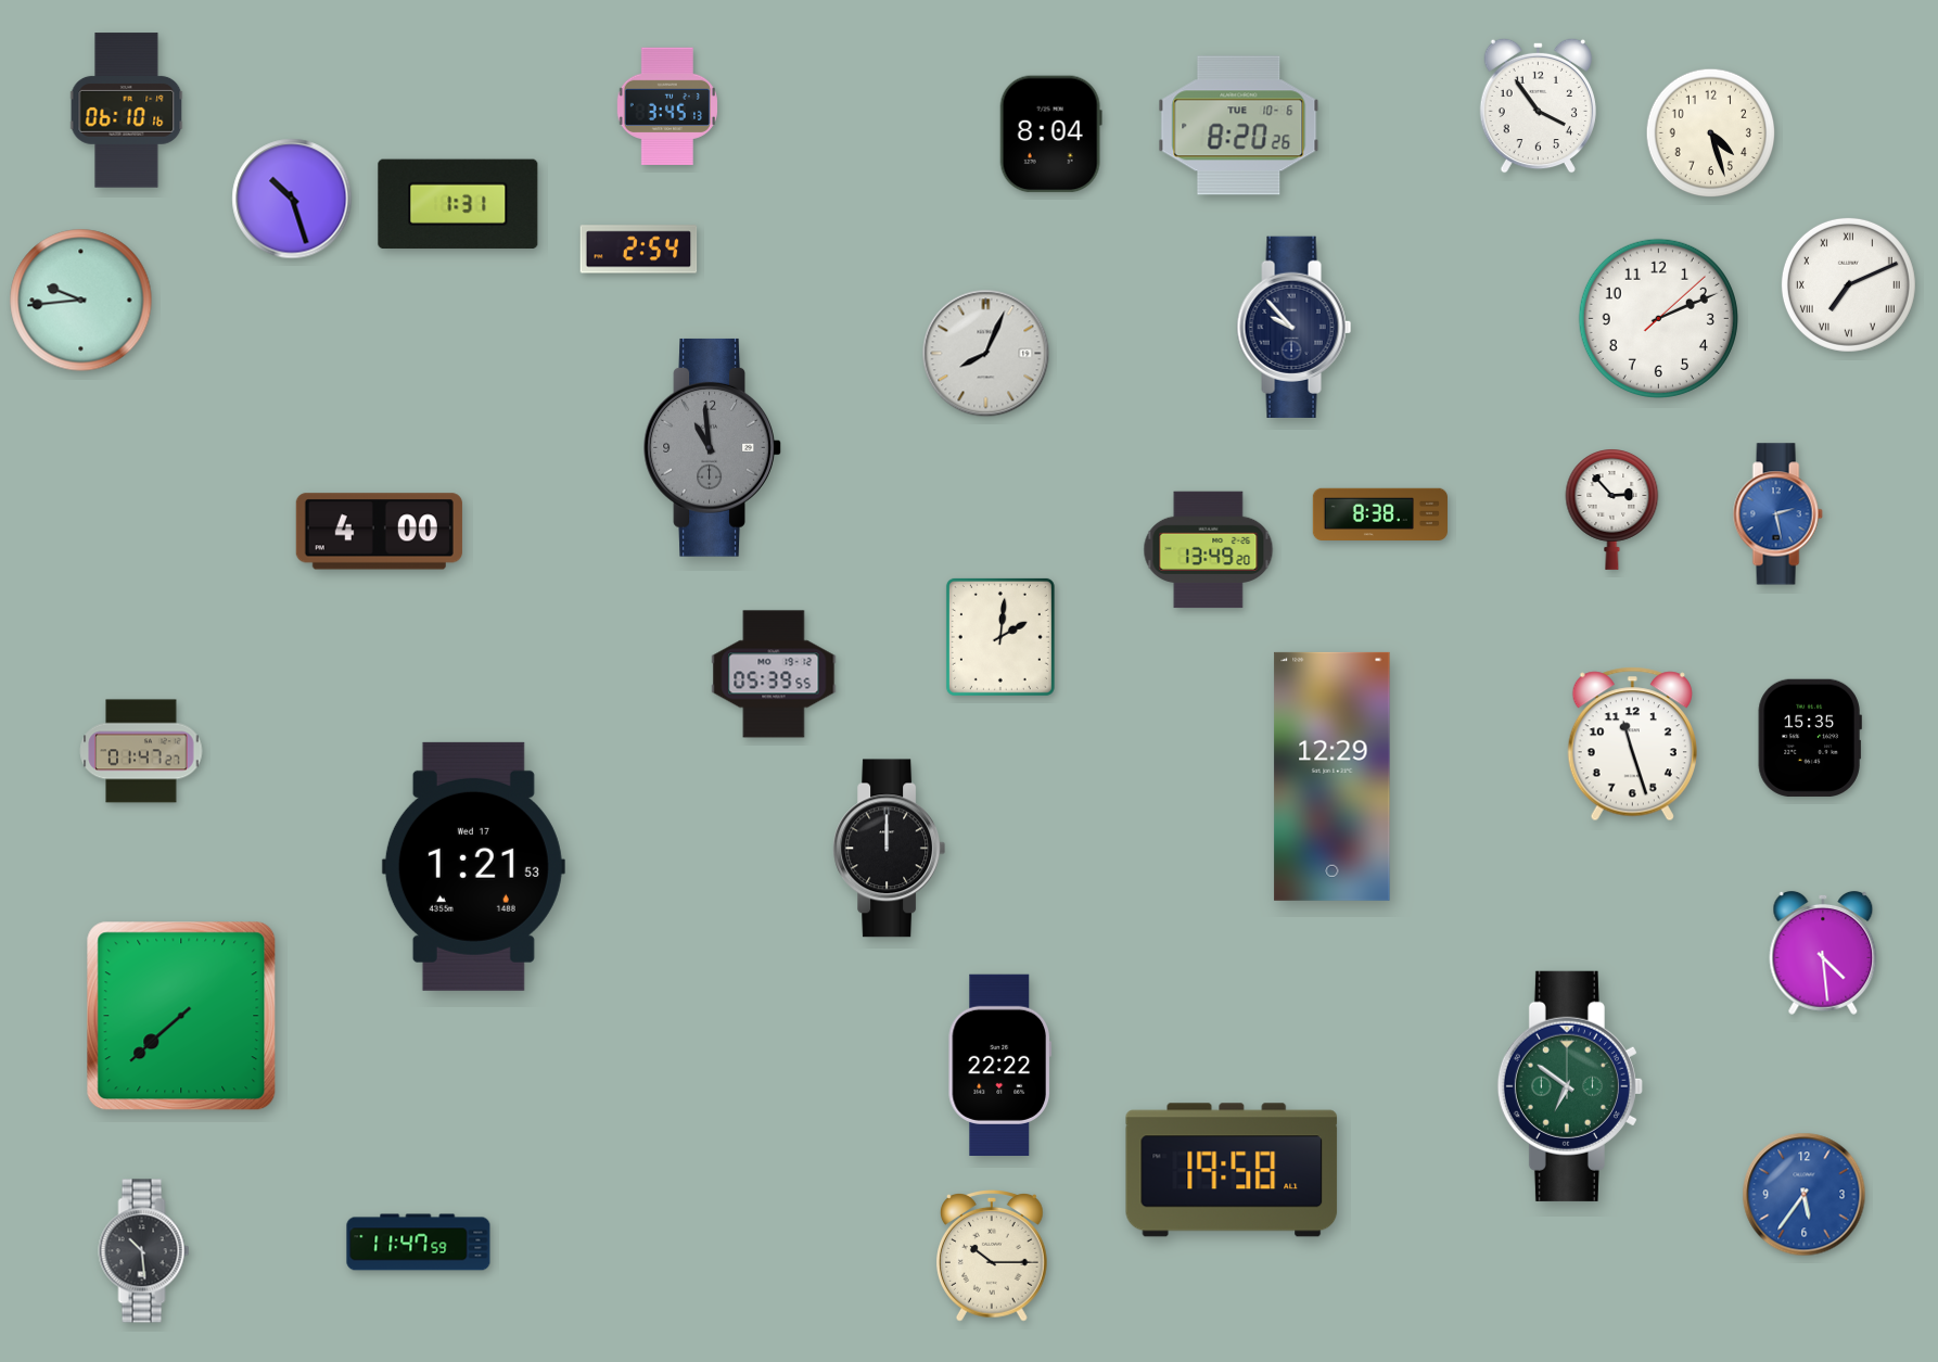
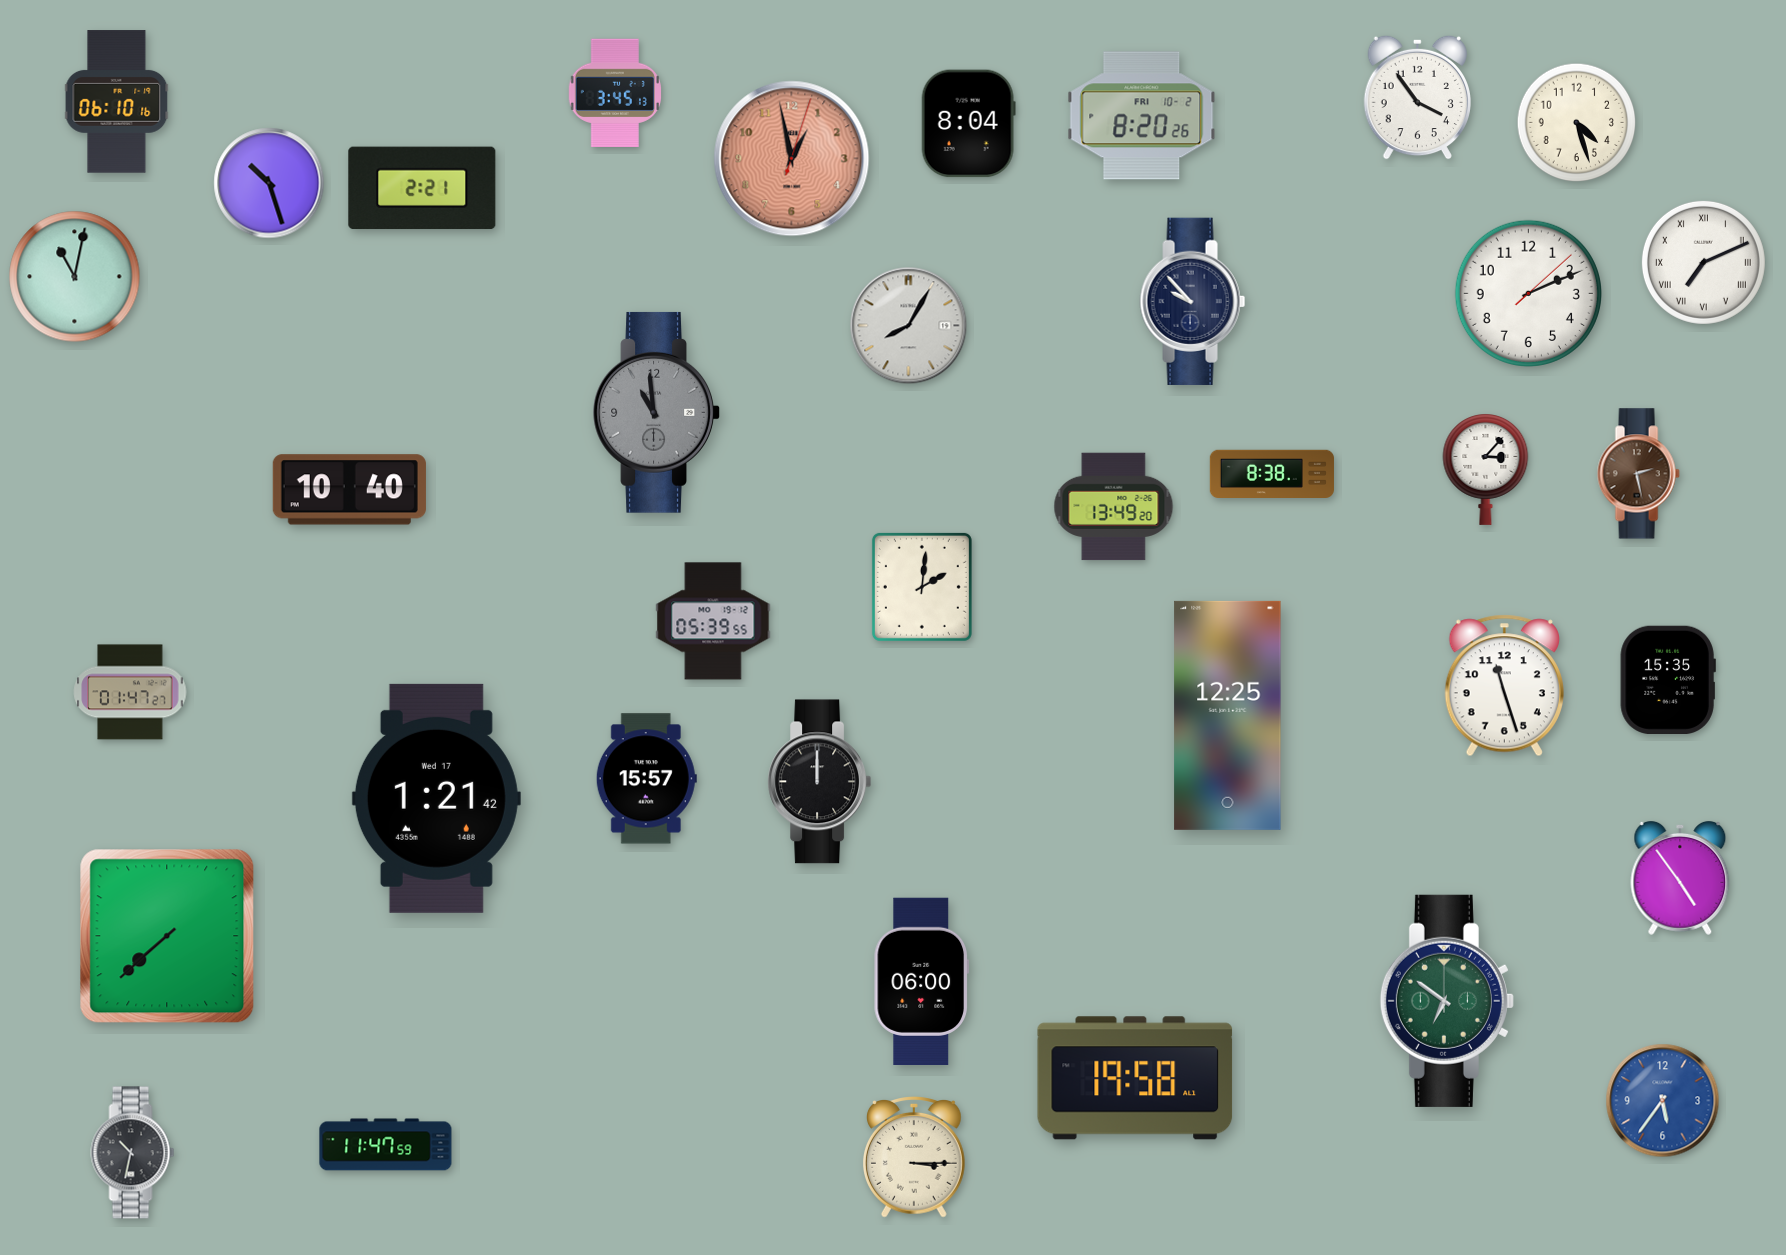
clock at (667, 105) position: (667, 105) -> (615, 92)
clock at (1239, 126) date: TUE 10-6 -> FRI 10-2
clock at (792, 159): none -> 12:58
clock at (458, 204): 1:31 -> 2:21
clock at (639, 250): 2:54 -> none
clock at (81, 301): 9:44 -> 11:02
clock at (986, 354): 8:04 -> 8:05
clock at (1612, 510): 2:53 -> 3:07
clock at (1777, 514) dial: blue -> brown
clock at (379, 532): 4:00 -> 10:40
clock at (1333, 776): 12:29 -> 12:25
clock at (646, 779): none -> 15:57
clock at (473, 866): 1:21:53 -> 1:21:42
clock at (1823, 953): 4:29 -> 4:54
clock at (999, 1065): 22:22 -> 06:00
clock at (144, 1251): 10:29 -> 10:32
clock at (992, 1257): 10:15 -> 3:15
